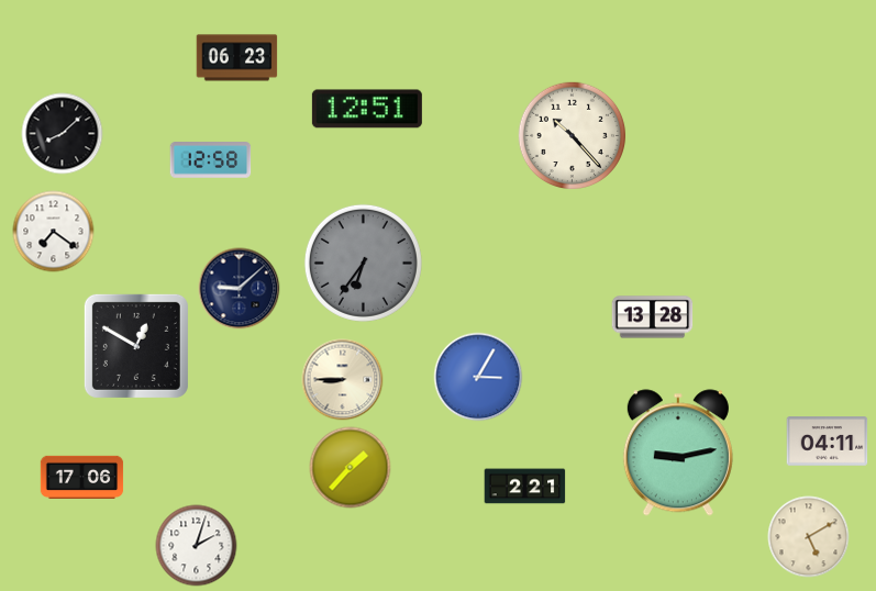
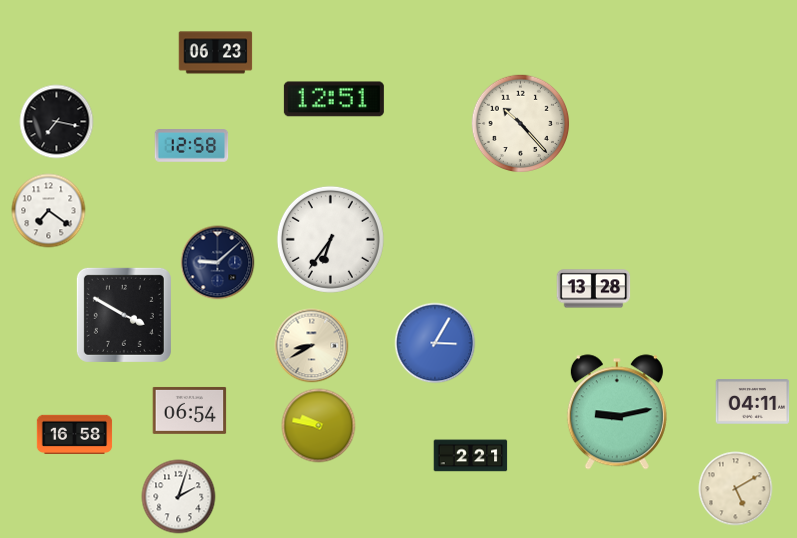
clock at (63, 134): 8:08 -> 7:17
clock at (363, 263) dial: grey -> white
clock at (136, 346): 12:50 -> 3:50
clock at (343, 380): 8:45 -> 8:40
clock at (190, 410): none -> 06:54
clock at (351, 468): 1:37 -> 9:47
clock at (82, 477): 17:06 -> 16:58
clock at (525, 487) position: (525, 487) -> (471, 456)
